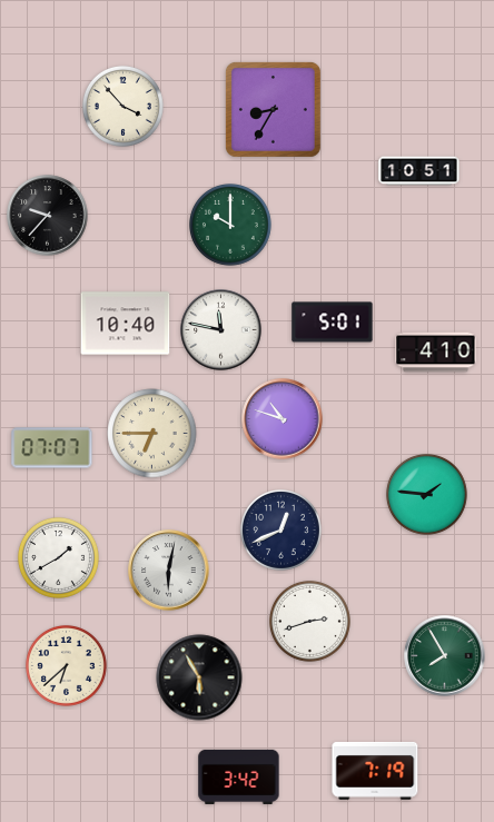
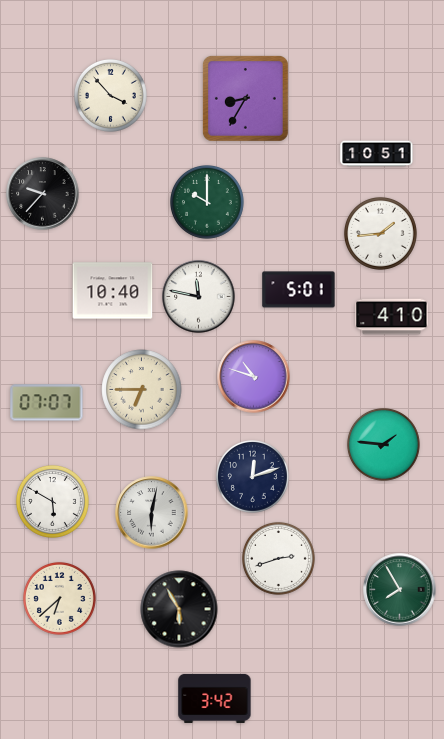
clock at (380, 233): none -> 1:44
clock at (152, 434) position: (152, 434) -> (142, 390)
clock at (280, 529): 12:41 -> 12:12
clock at (58, 557): 1:40 -> 5:50
clock at (375, 771): 7:19 -> none
